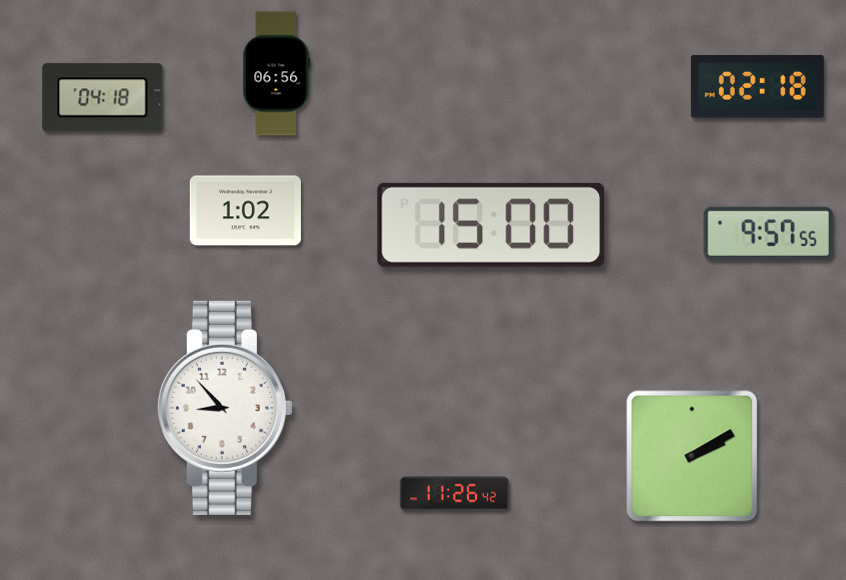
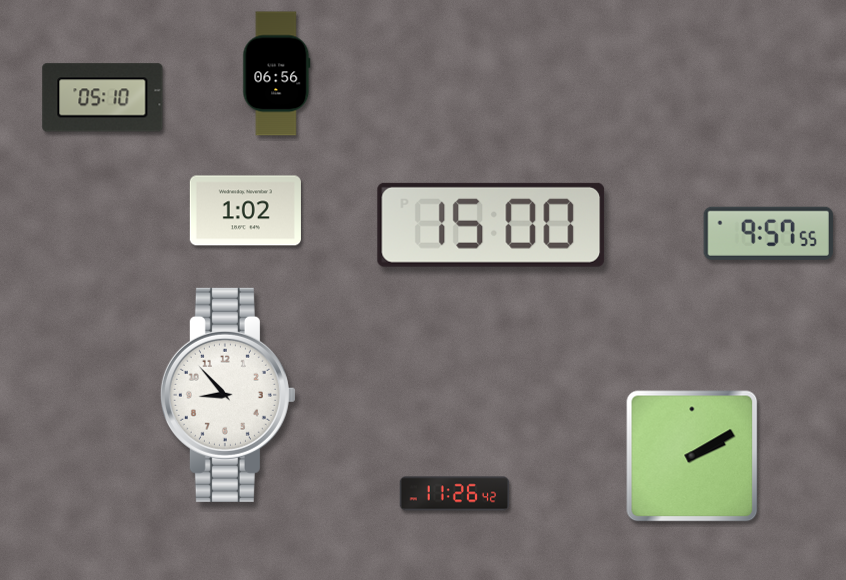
clock at (757, 86): 02:18 -> none
clock at (103, 98): 04:18 -> 05:10
clock at (225, 408) position: (225, 408) -> (228, 395)
